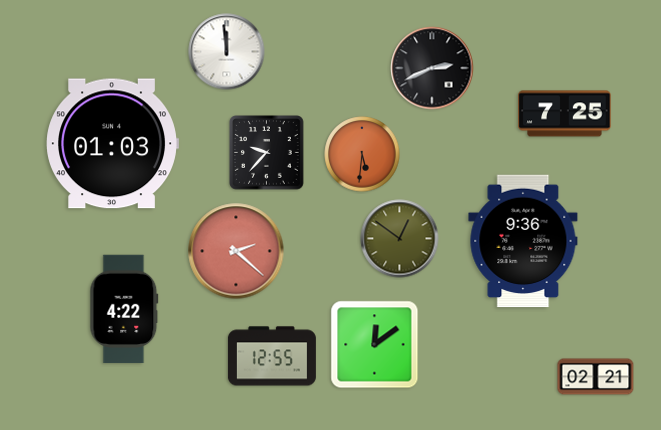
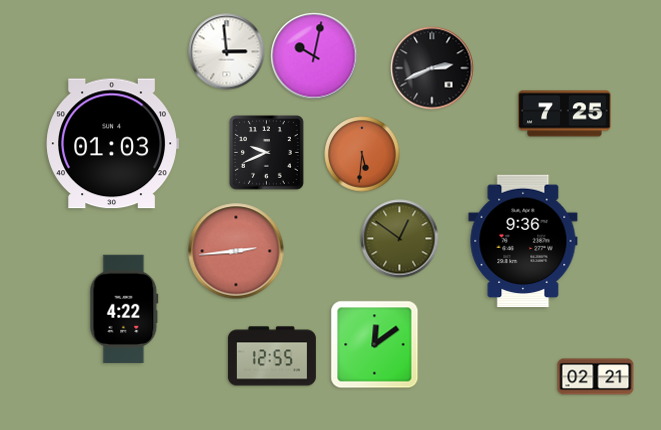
clock at (227, 52): 11:59 -> 2:59
clock at (314, 56): none -> 10:02
clock at (267, 153): 9:37 -> 9:41
clock at (236, 251): 2:22 -> 2:44
